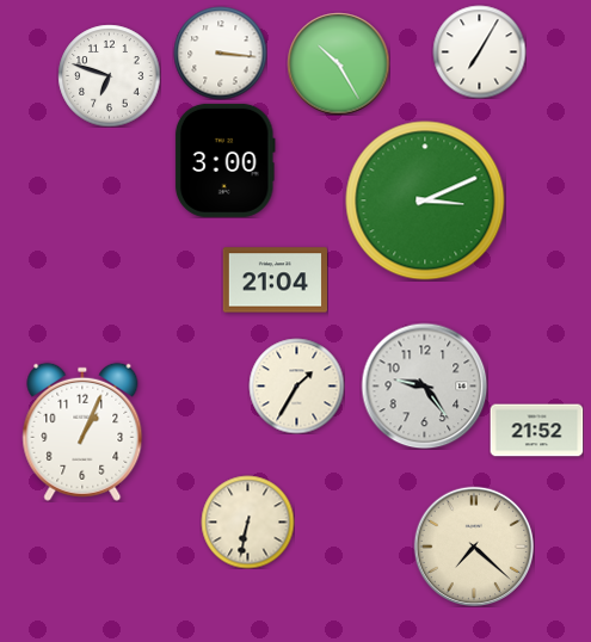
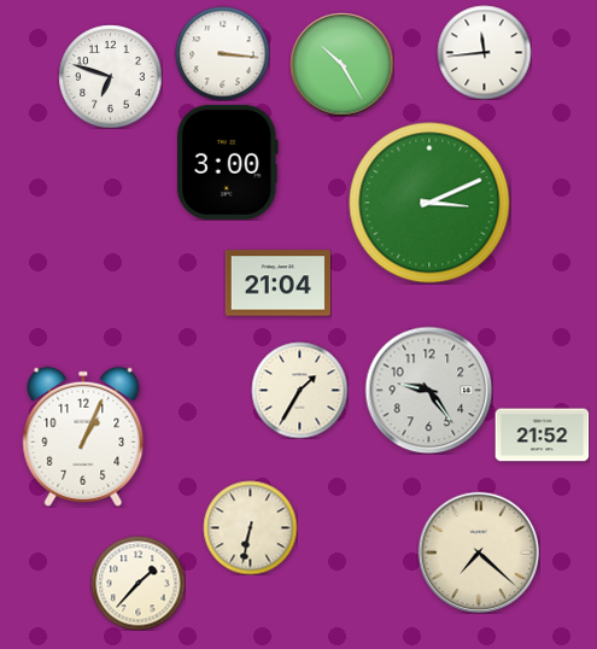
clock at (479, 51): 7:05 -> 11:44
clock at (137, 583): none -> 1:37
